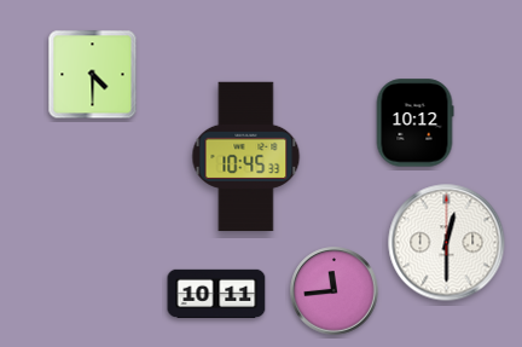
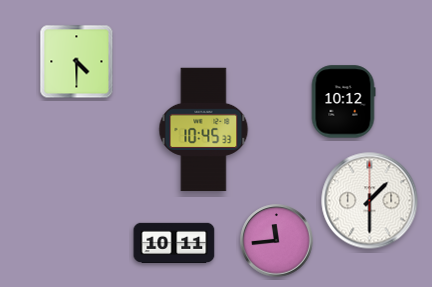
clock at (447, 243): 12:30 -> 1:30
clock at (216, 293) position: (216, 293) -> (174, 242)
